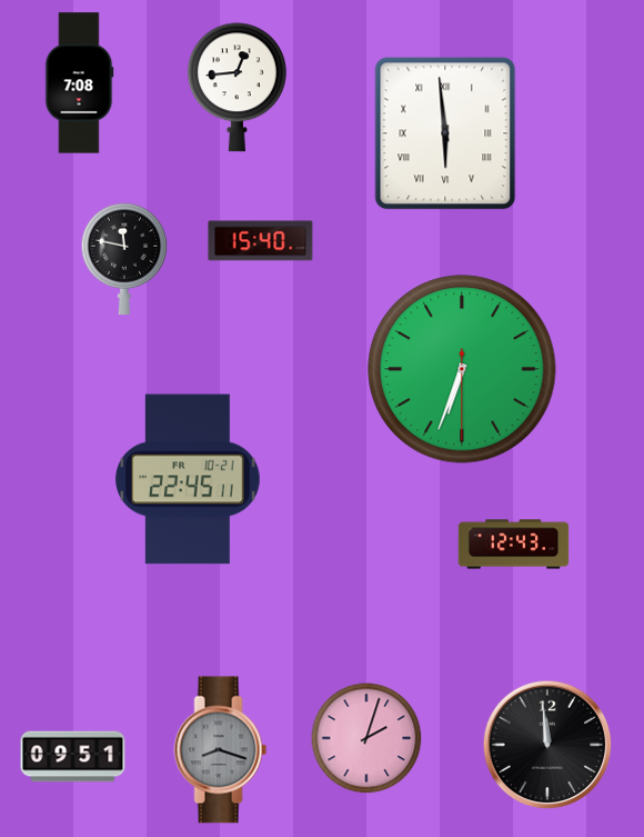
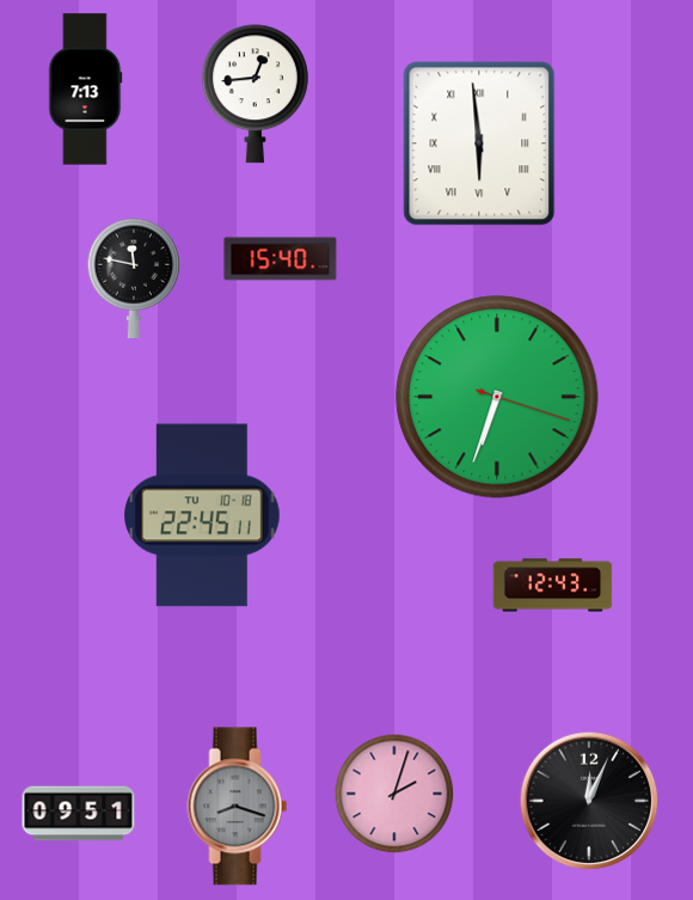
clock at (79, 83): 7:08 -> 7:13
clock at (462, 369): 6:33:30 -> 6:33:18
clock at (188, 479) date: FR 10-21 -> TU 10-18
clock at (547, 745): 11:59 -> 12:04
